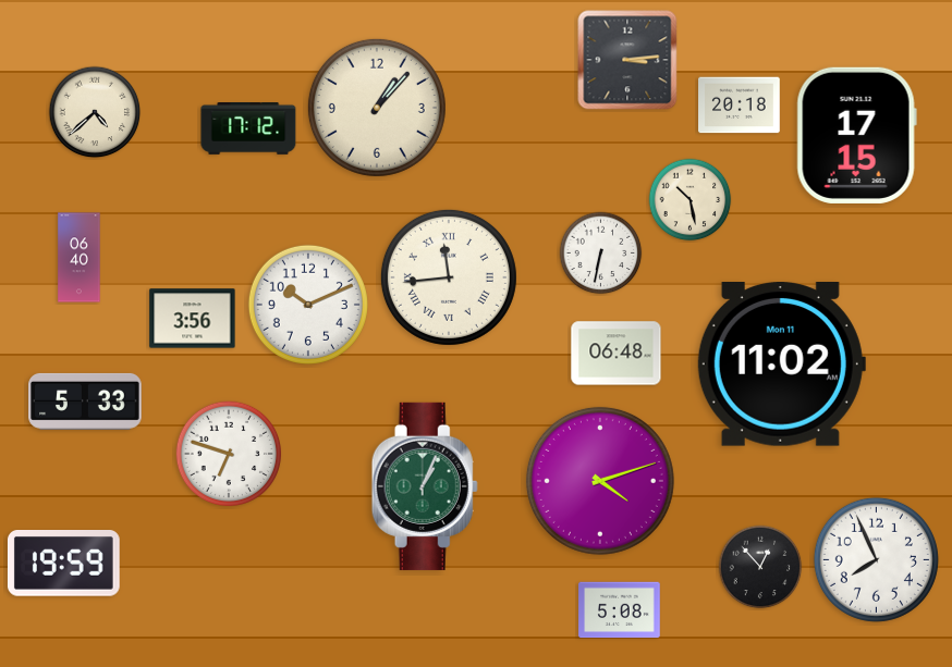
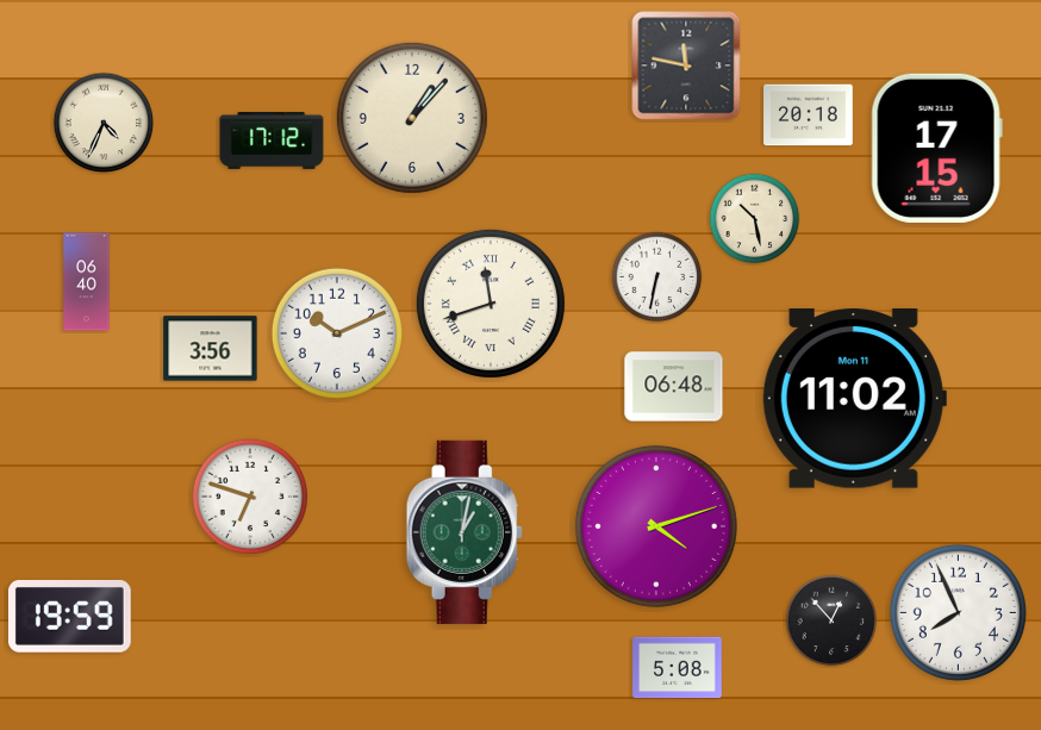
clock at (627, 60): 3:14 -> 11:47
clock at (95, 112): 4:38 -> 4:34
clock at (449, 277): 11:44 -> 11:42
clock at (85, 402): 5:33 -> none
clock at (425, 486): 1:04 -> 1:02
